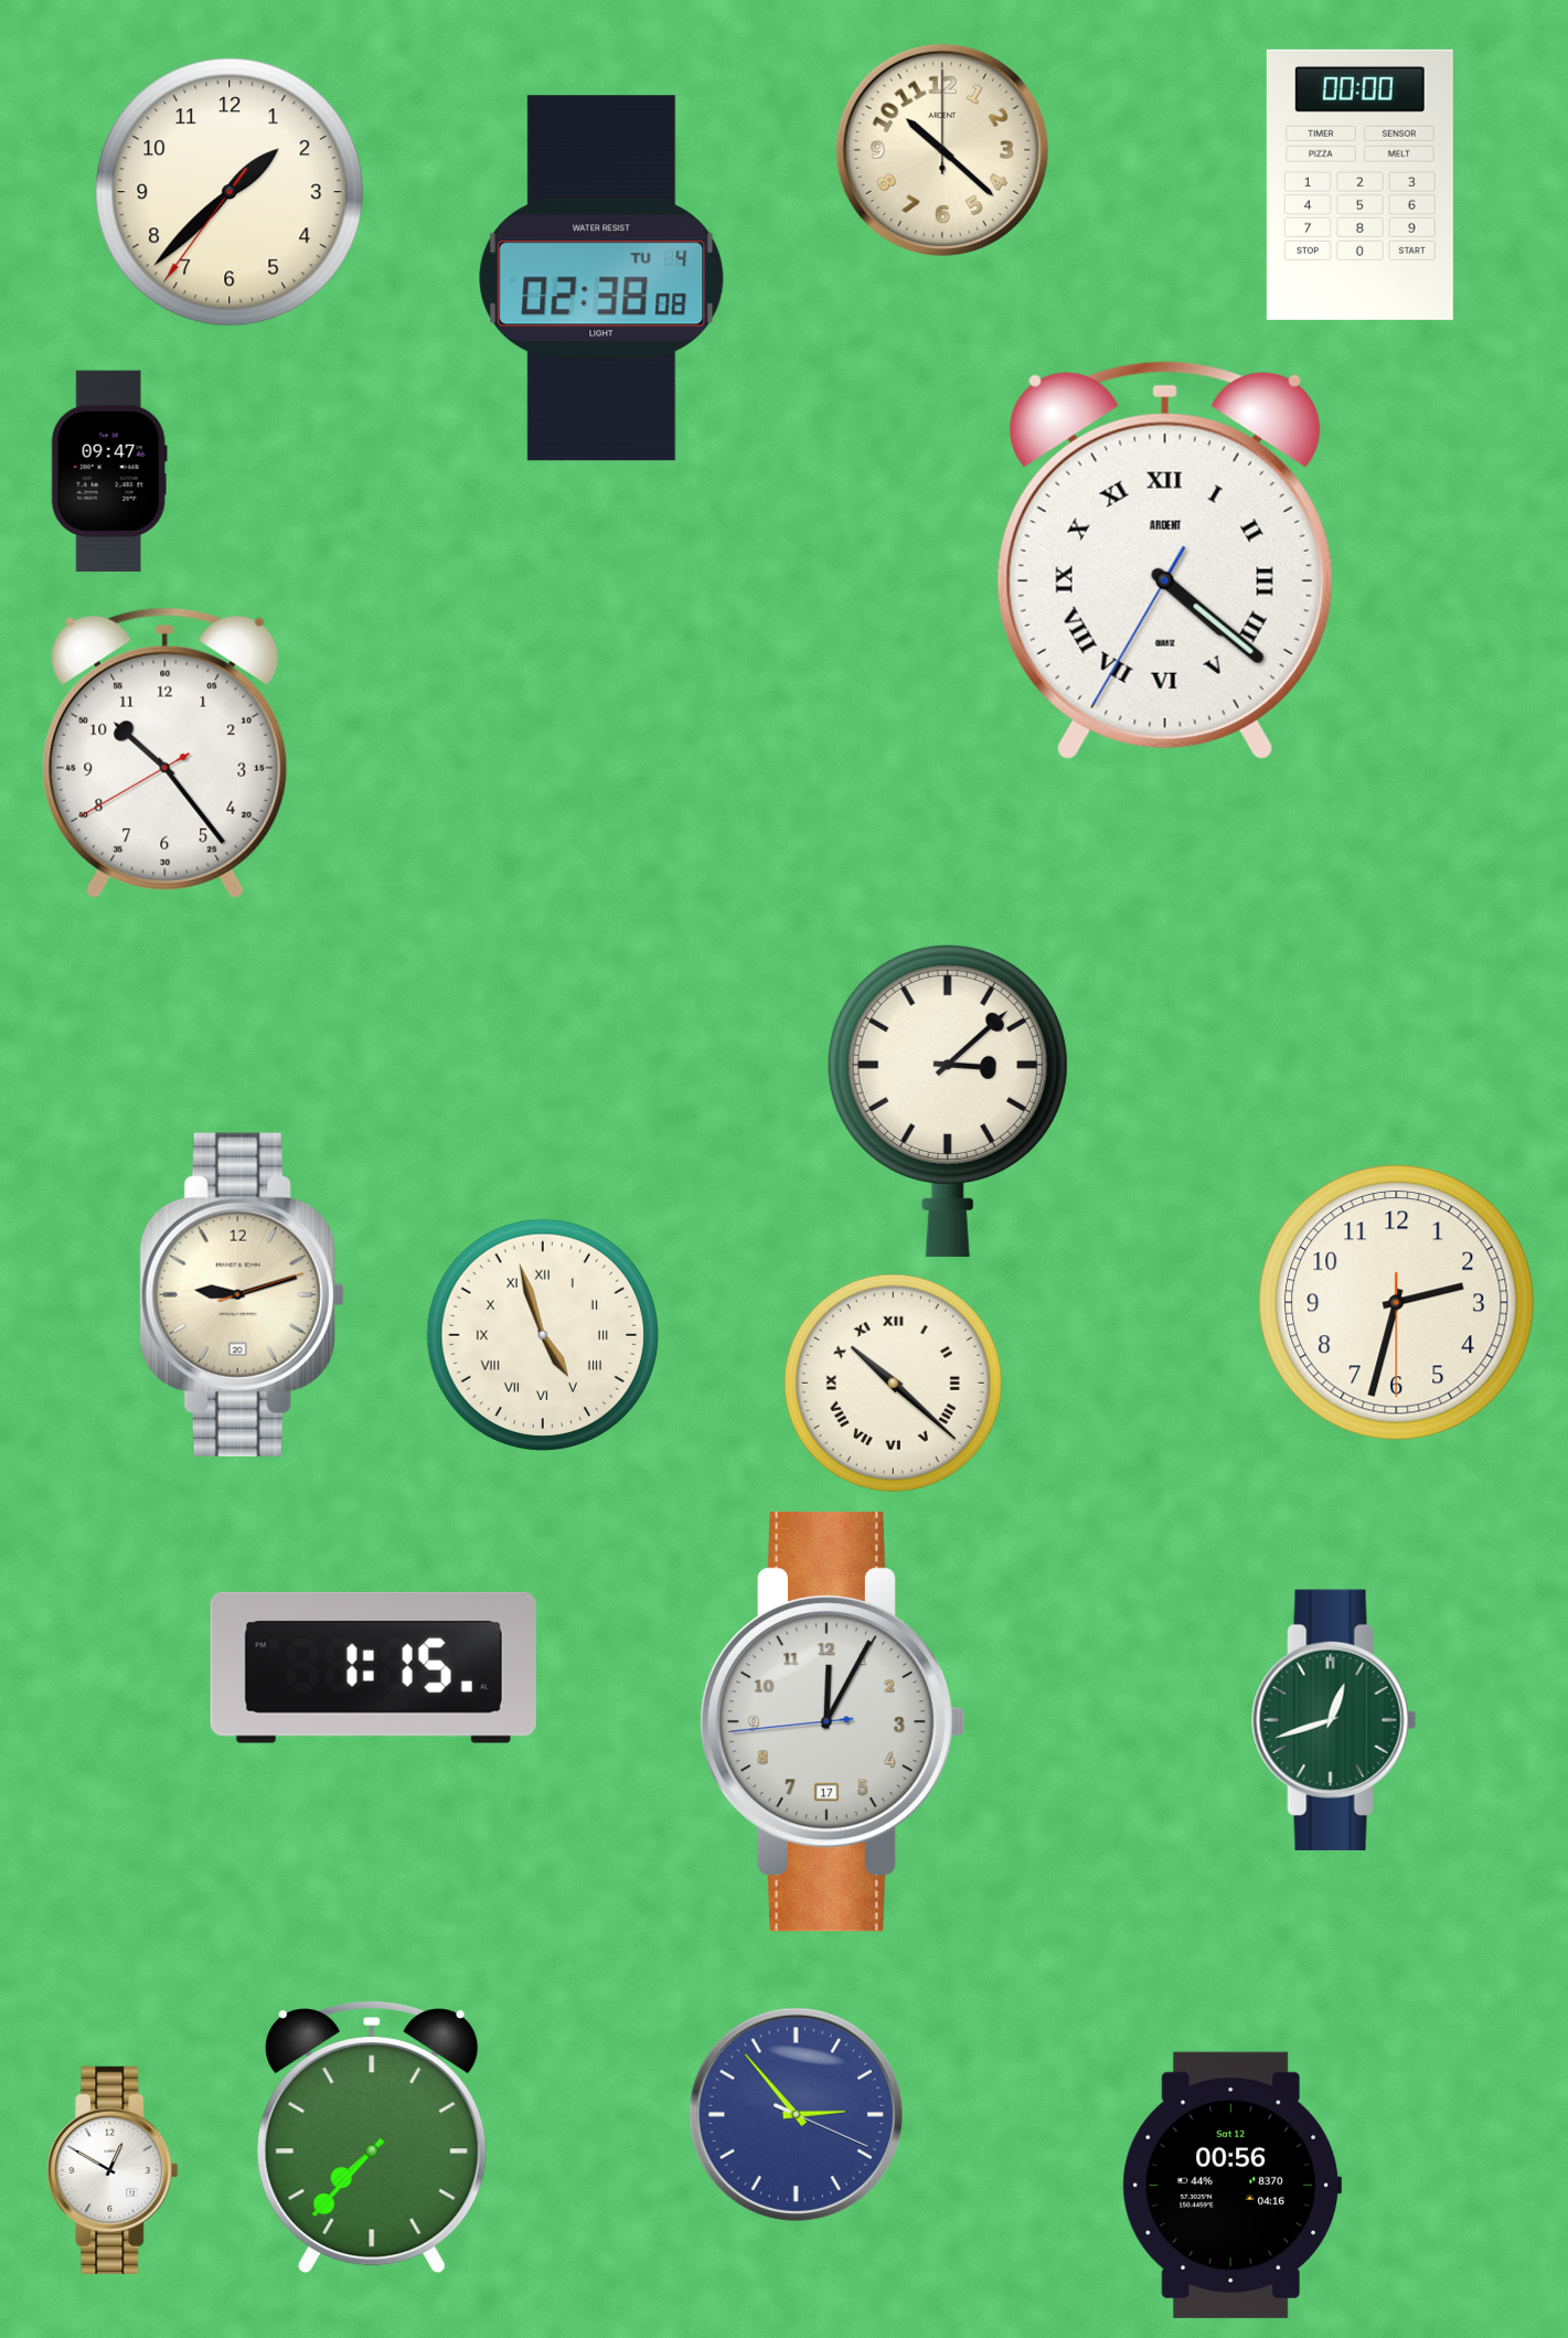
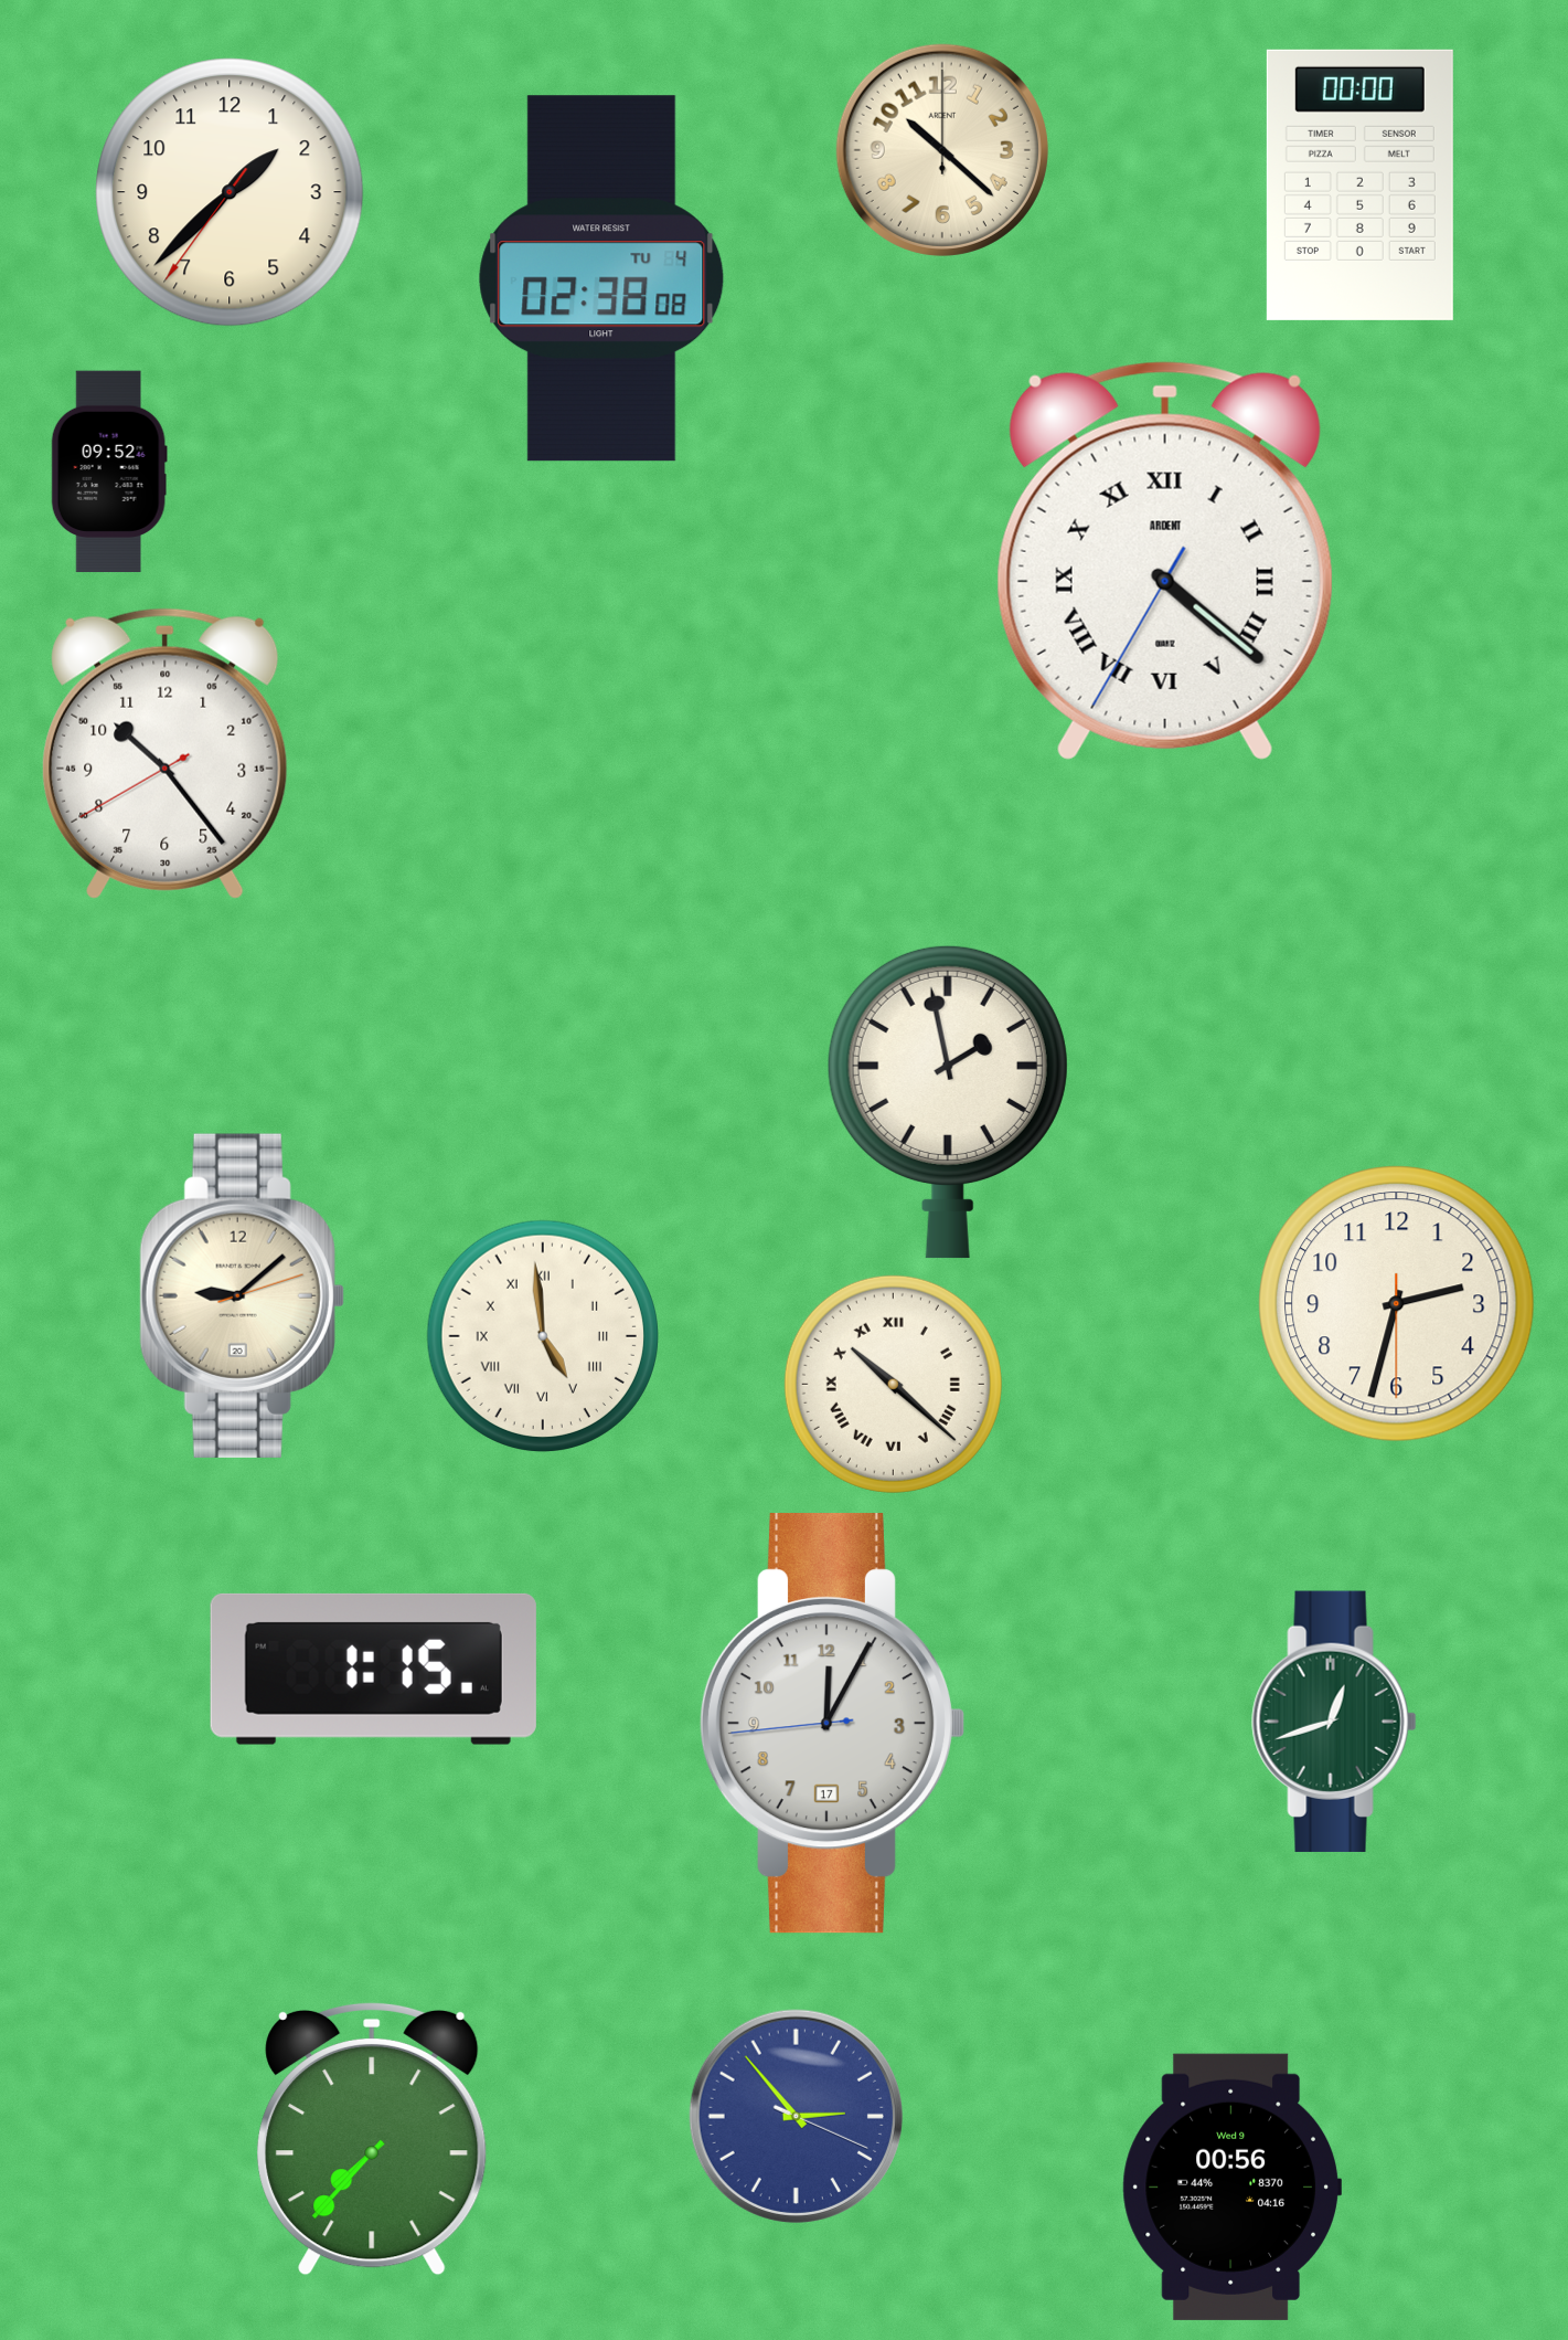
clock at (109, 471): 09:47 -> 09:52
clock at (948, 1101): 3:08 -> 1:58
clock at (242, 1294): 9:12 -> 9:08
clock at (542, 1334): 4:57 -> 4:59
clock at (113, 2170): 12:50 -> none
clock at (1231, 2185) date: Sat 12 -> Wed 9
